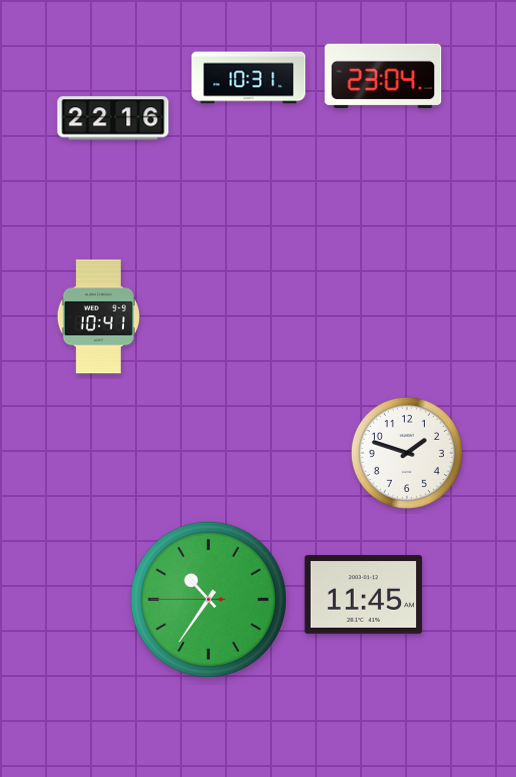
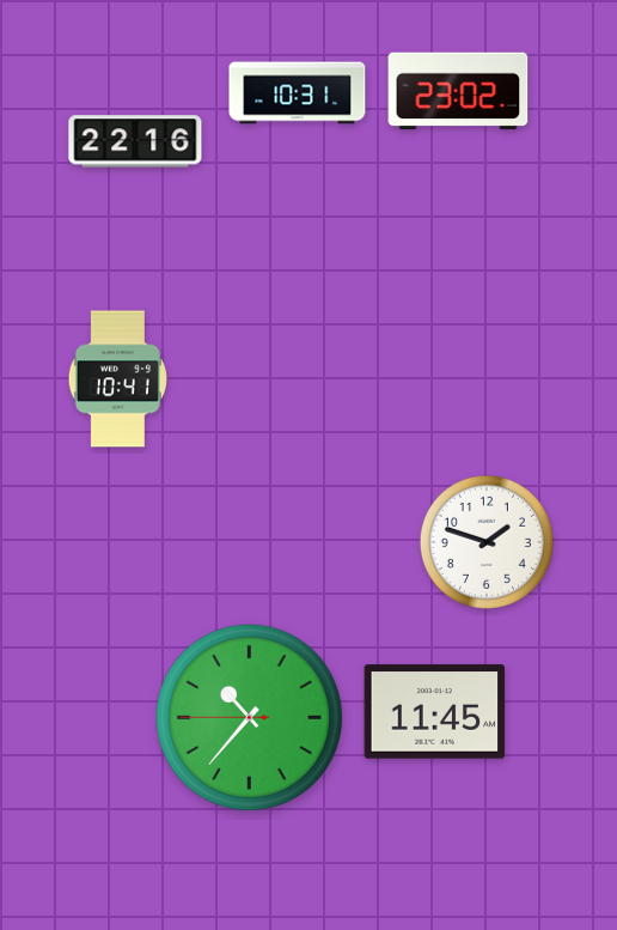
clock at (383, 76): 23:04 -> 23:02
clock at (208, 599): 10:35 -> 10:36
